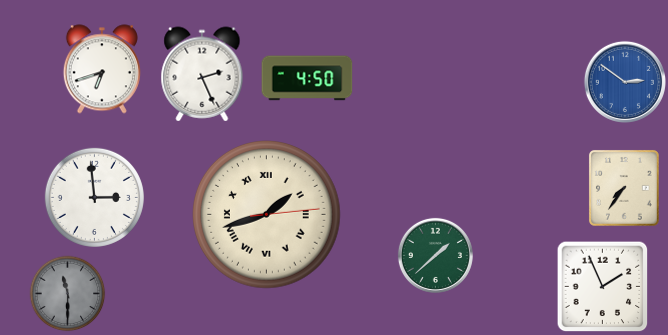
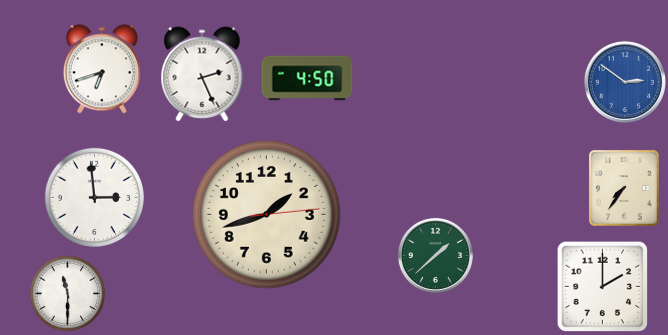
clock at (267, 215) numerals: Roman -> Arabic
clock at (603, 287): 1:56 -> 2:00
clock at (68, 294) dial: grey -> white
